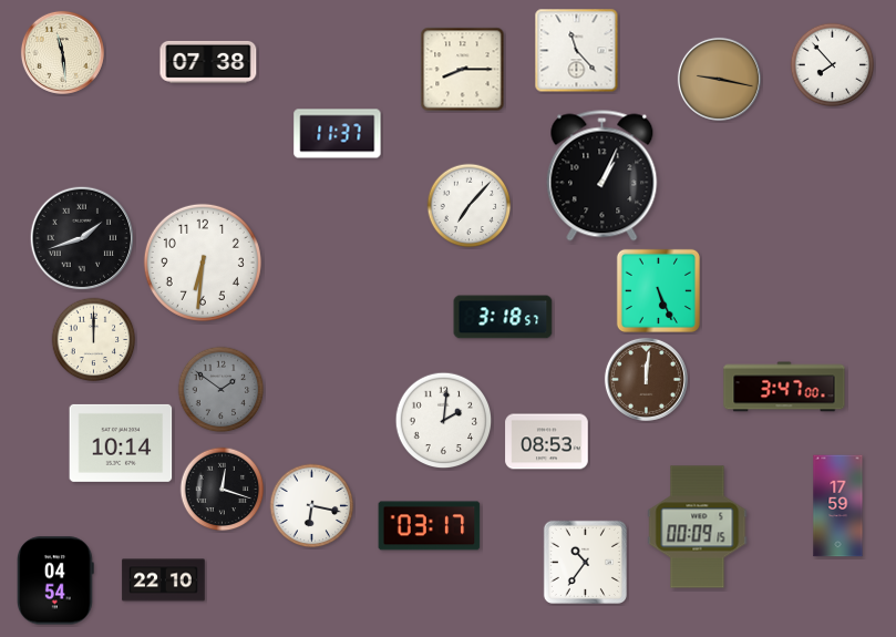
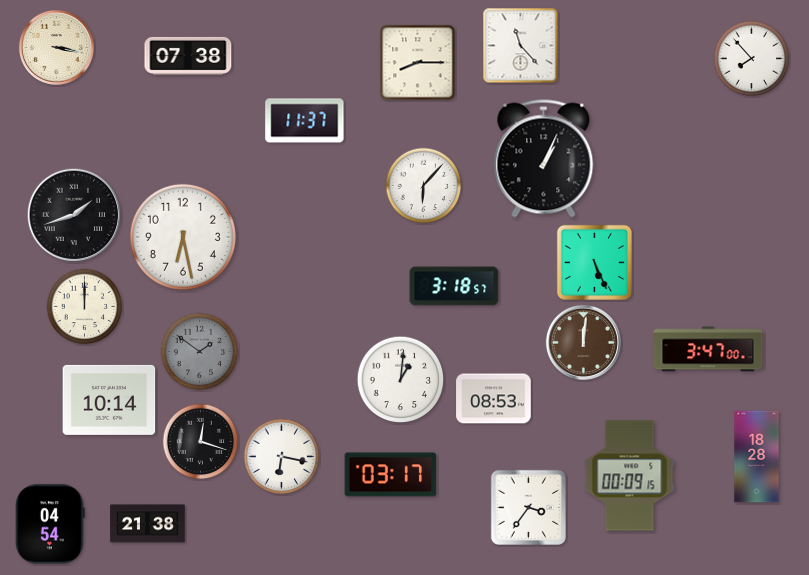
clock at (62, 52): 11:29 -> 3:17
clock at (719, 79): 9:17 -> none
clock at (470, 206): 7:07 -> 6:07
clock at (203, 263): 6:31 -> 6:28
clock at (444, 421): 2:01 -> 1:01
clock at (838, 506): 17:59 -> 18:28
clock at (430, 526) position: (430, 526) -> (391, 475)
clock at (585, 562): 10:36 -> 3:36
clock at (164, 581): 22:10 -> 21:38
